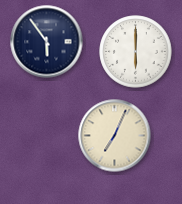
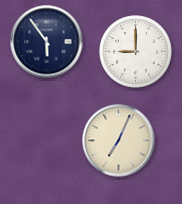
clock at (136, 52): 6:00 -> 9:00
clock at (115, 136) position: (115, 136) -> (119, 141)
